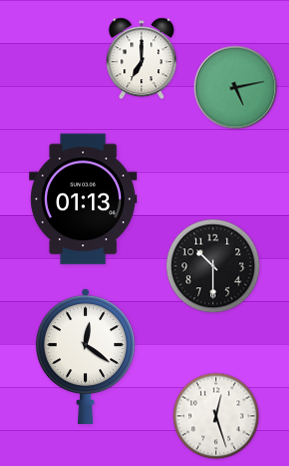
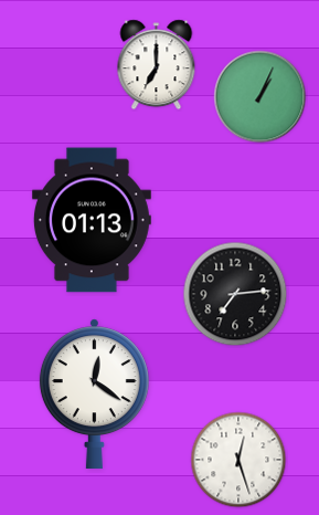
clock at (236, 88): 5:13 -> 1:04
clock at (213, 266): 10:30 -> 7:14
